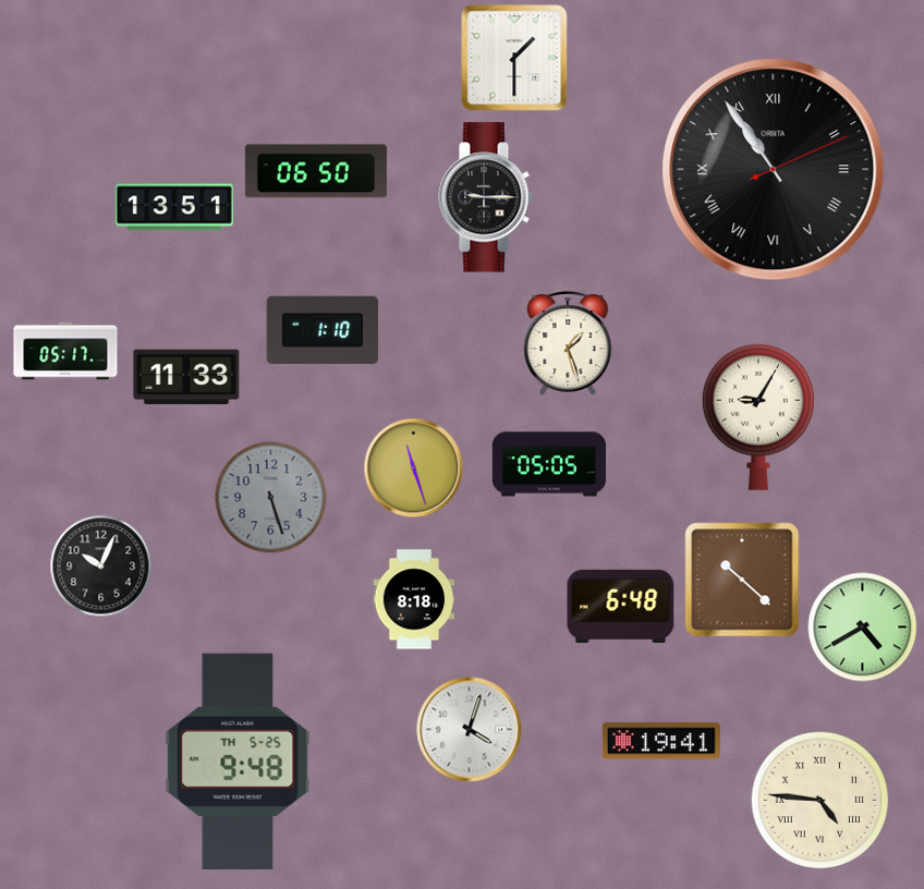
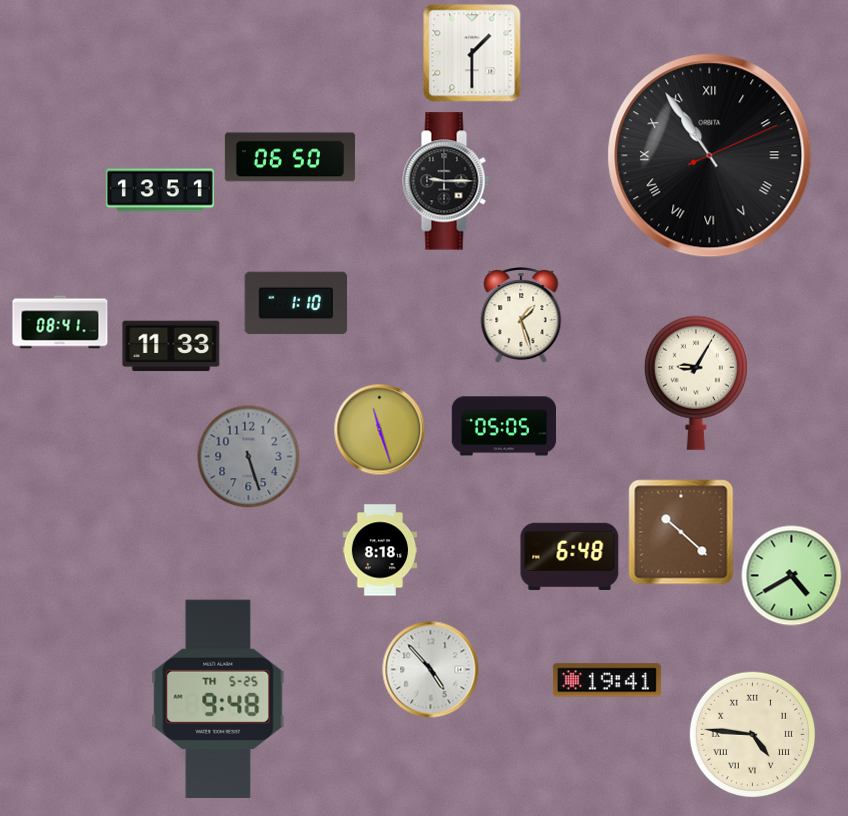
clock at (65, 351): 05:17 -> 08:41
clock at (101, 567): 10:04 -> none
clock at (470, 730): 4:03 -> 4:53
